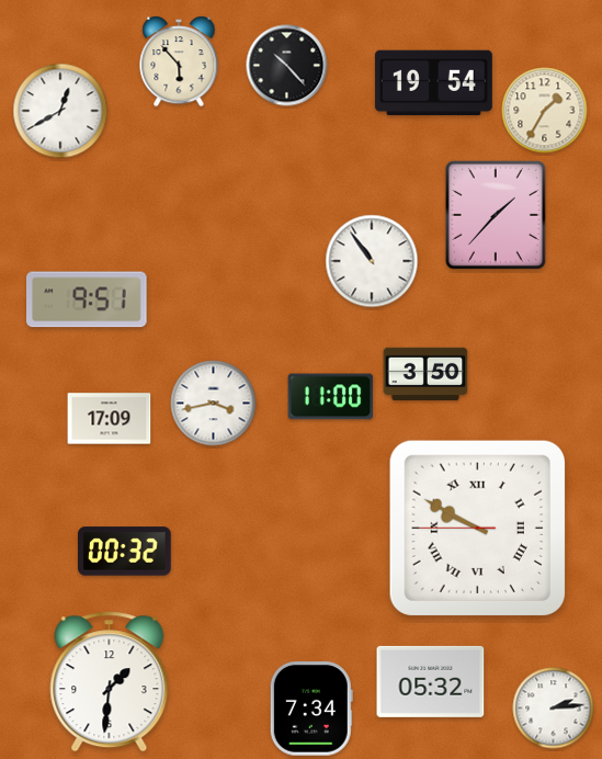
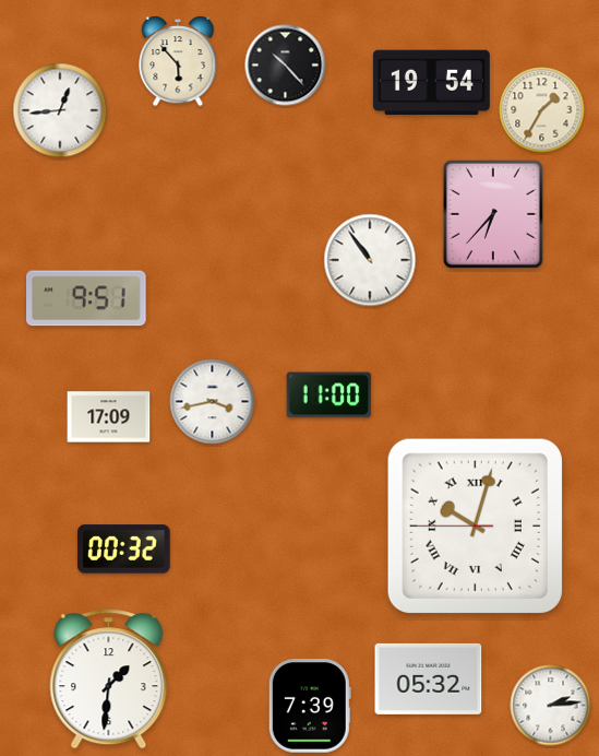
clock at (60, 111): 12:40 -> 12:44
clock at (496, 215): 1:37 -> 6:37
clock at (425, 374): 3:50 -> none
clock at (477, 528): 9:49 -> 10:02
clock at (311, 709): 7:34 -> 7:39
